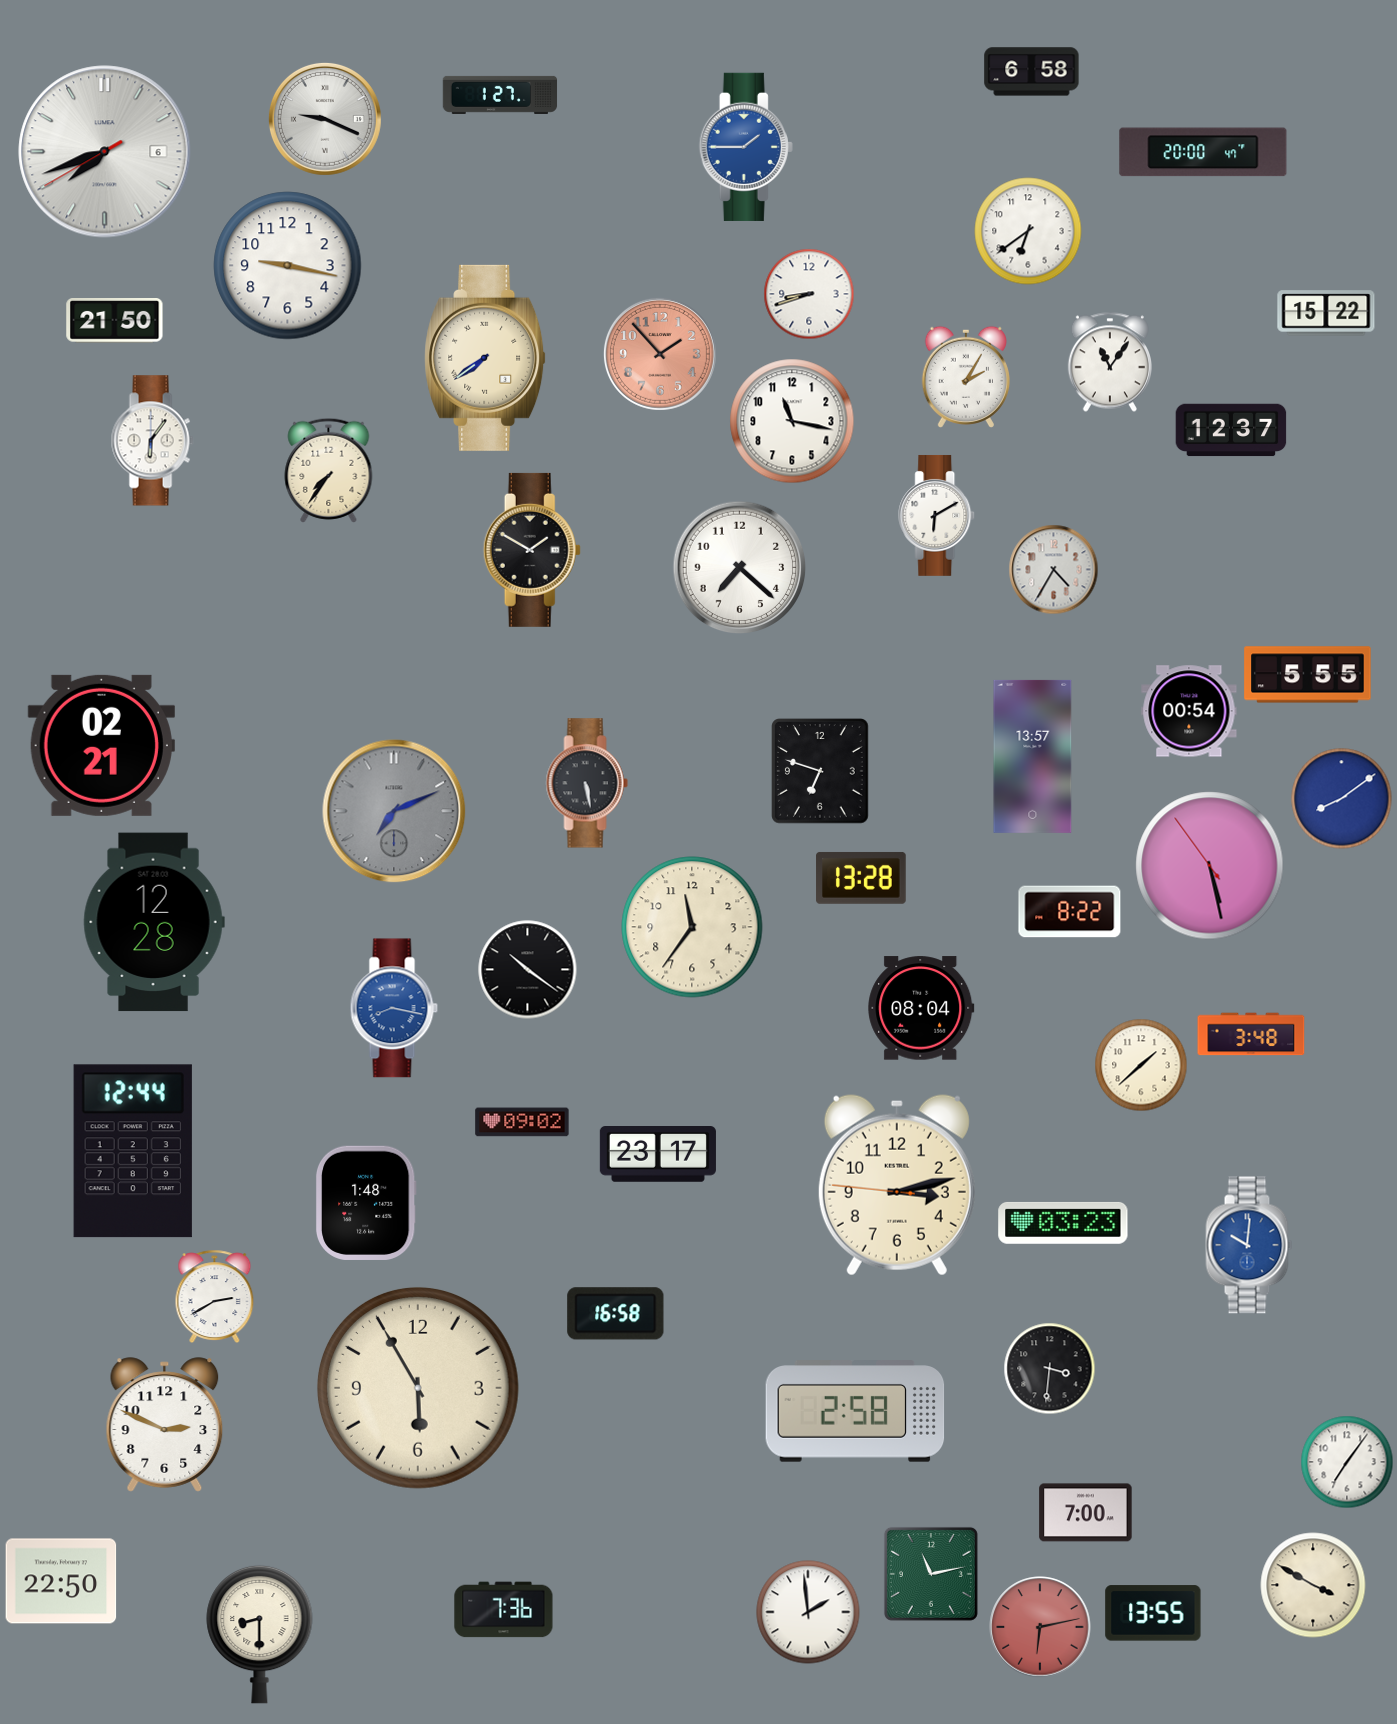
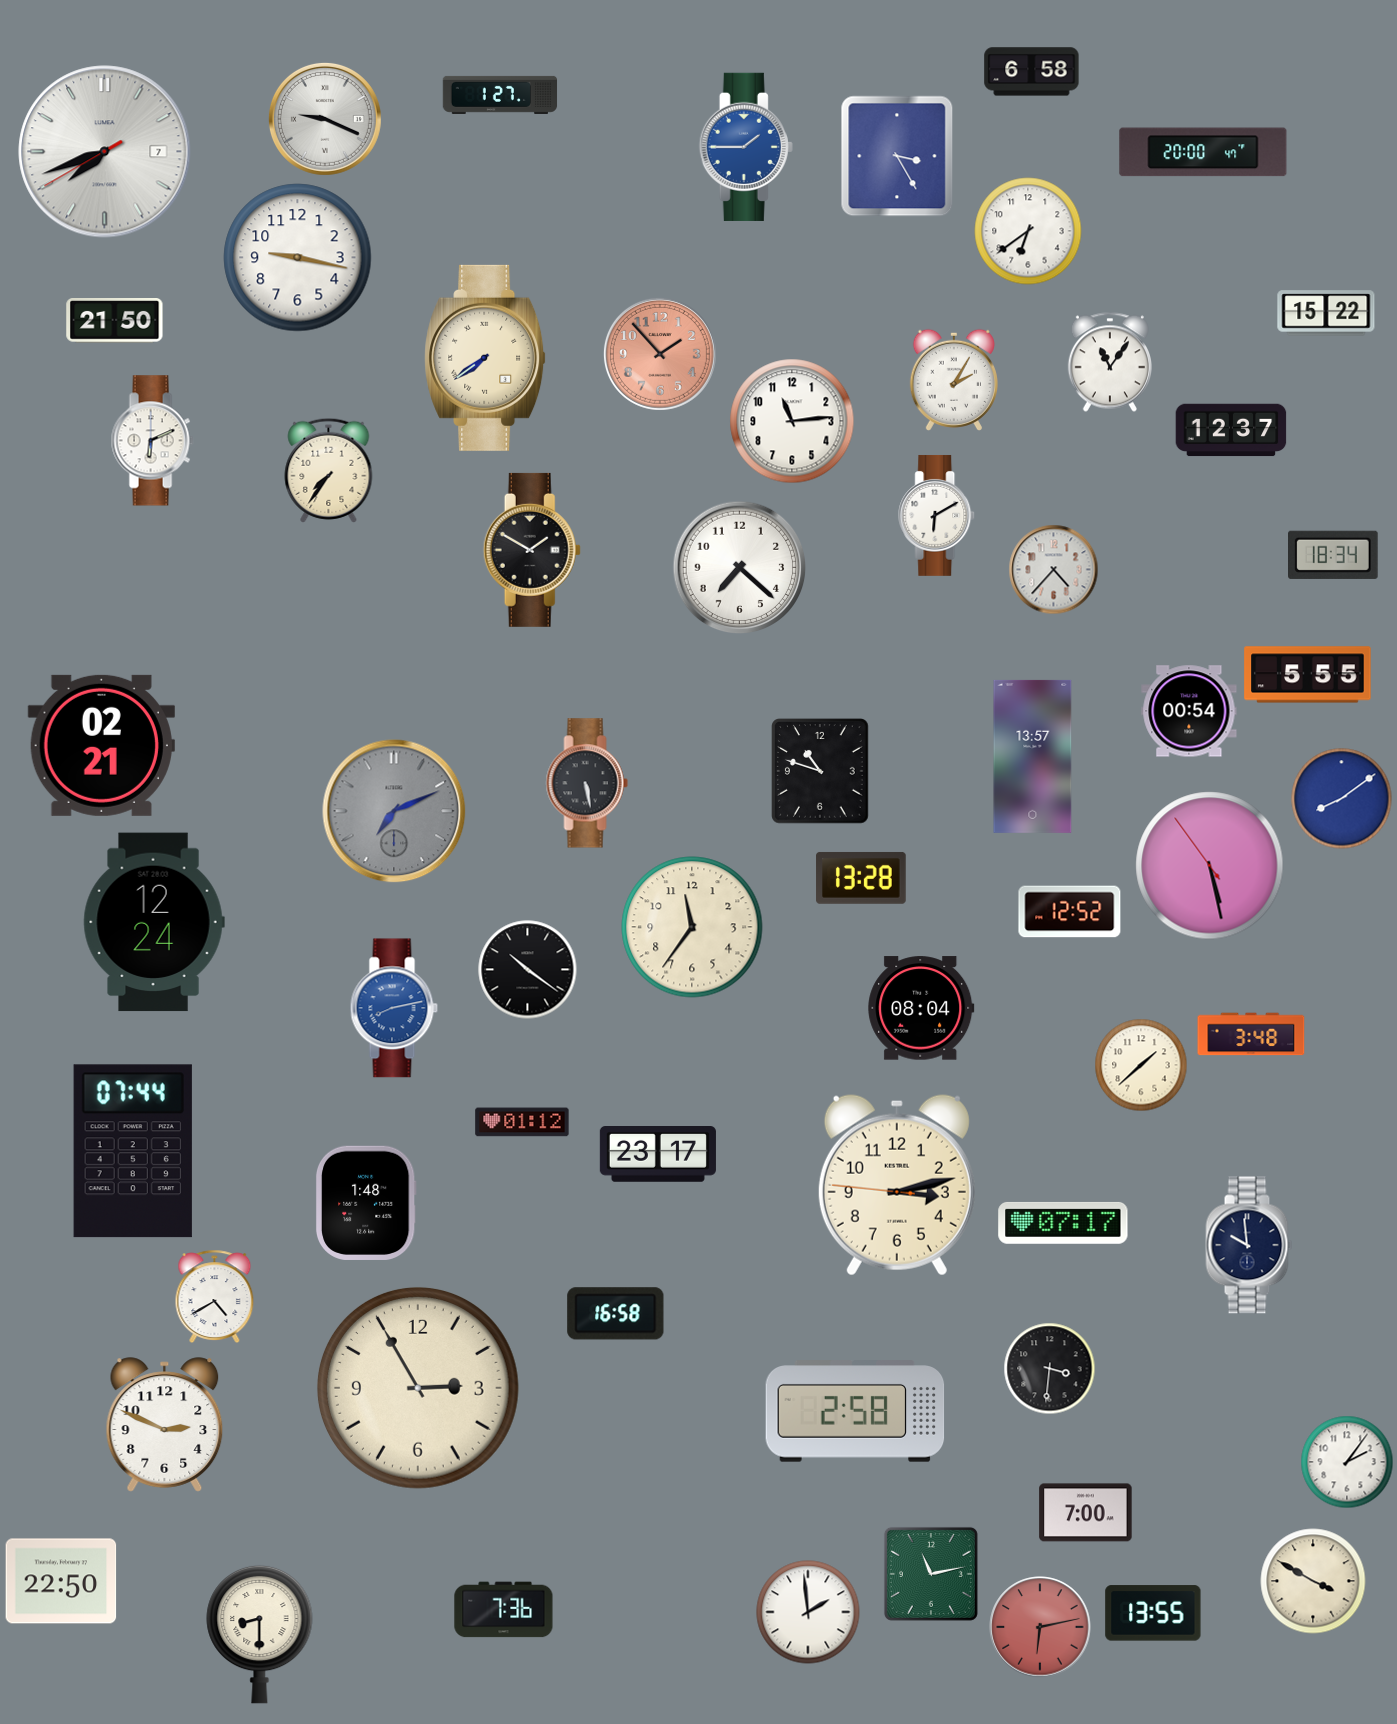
clock at (105, 152) date: 6 -> 7
clock at (897, 156): none -> 3:25
clock at (288, 266) position: (288, 266) -> (298, 258)
clock at (809, 294): 8:42 -> none
clock at (966, 377) position: (966, 377) -> (954, 380)
clock at (792, 421): 11:17 -> 11:14
clock at (152, 441): 6:06 -> 6:11
clock at (1334, 555): none -> 18:34
clock at (1054, 570): 4:35 -> 4:37
clock at (820, 771): 6:48 -> 10:48
clock at (1070, 912): 8:22 -> 12:52
clock at (154, 922): 12:28 -> 12:24
clock at (394, 1008): 8:17 -> 8:13
clock at (522, 1122): 09:02 -> 01:12
clock at (133, 1151): 12:44 -> 07:44
clock at (1063, 1223): 03:23 -> 07:17
clock at (1249, 1245): 10:01 -> 9:59
clock at (1249, 1245) dial: blue -> navy
clock at (215, 1296): 2:40 -> 4:40
clock at (418, 1388): 5:55 -> 2:55
clock at (1347, 1462): 7:06 -> 2:06
clock at (1313, 1585) position: (1313, 1585) -> (1313, 1581)
